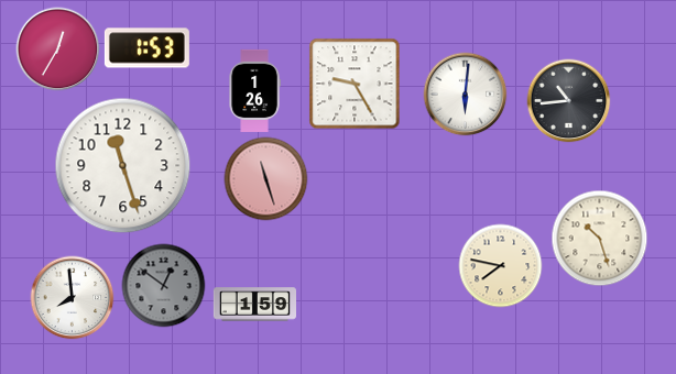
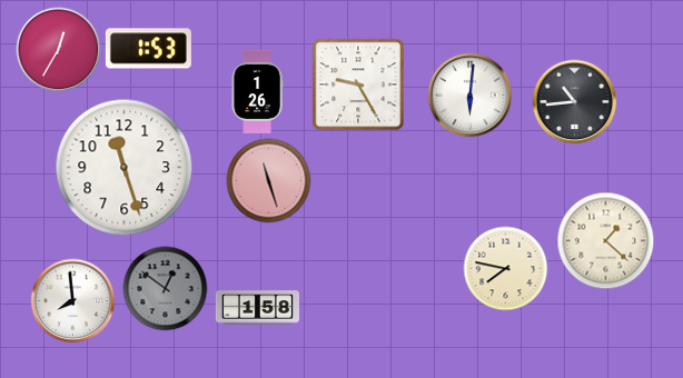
clock at (600, 239): 10:27 -> 1:22
clock at (254, 305): 1:59 -> 1:58
